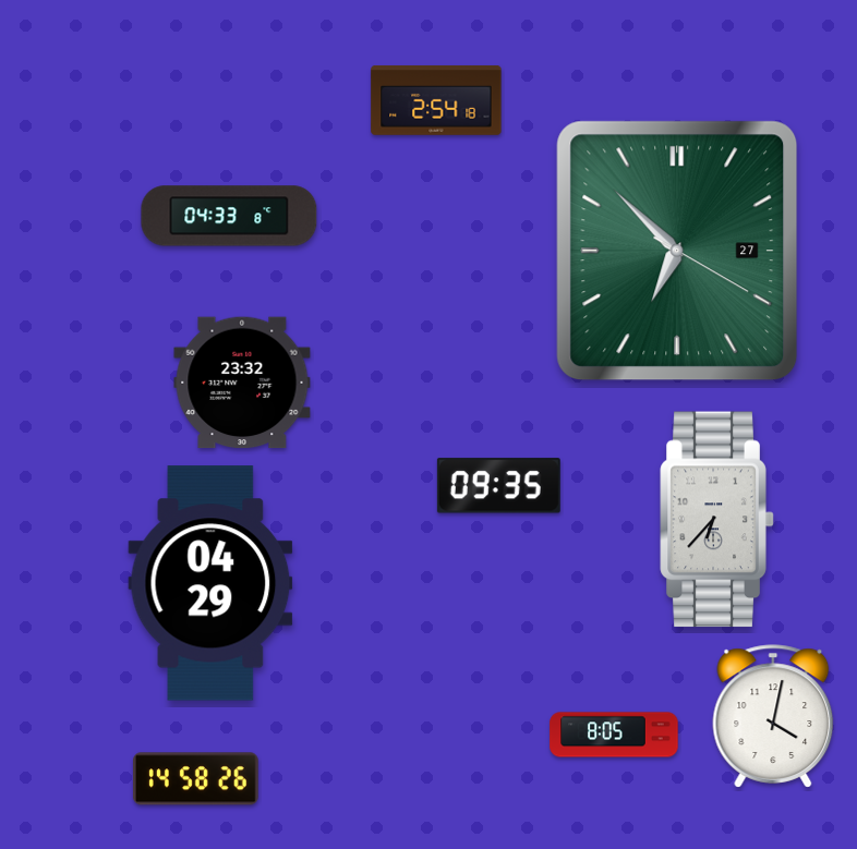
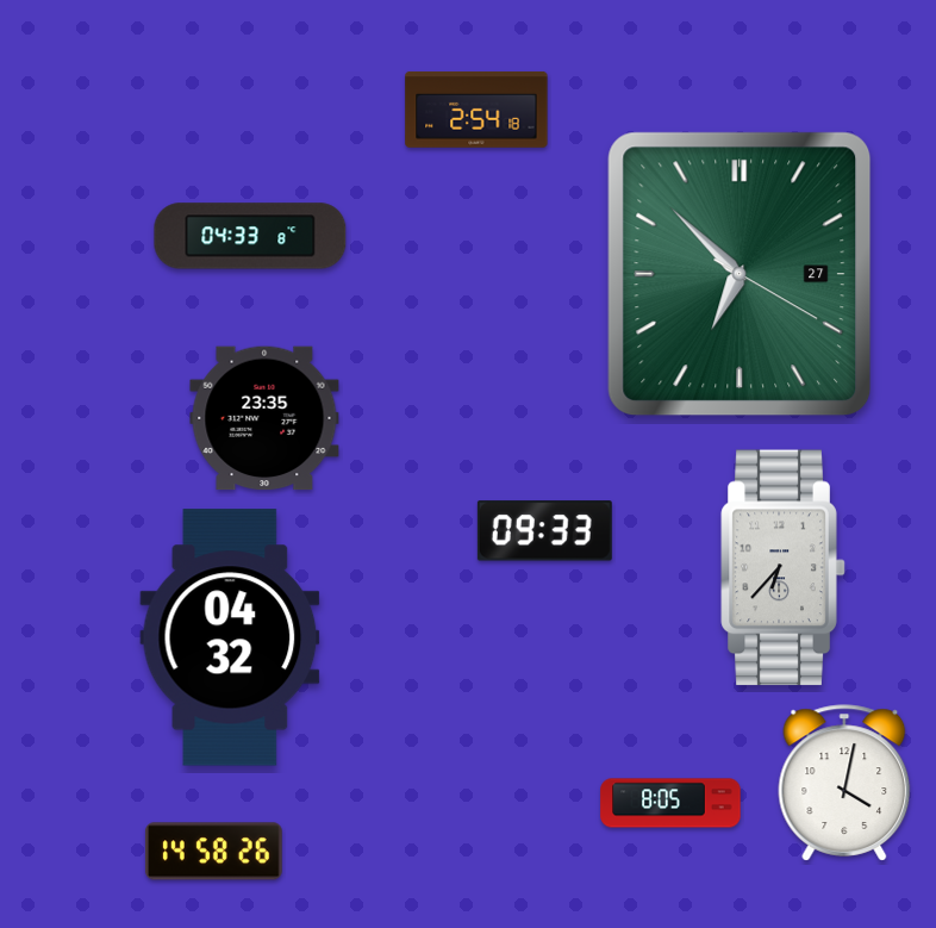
clock at (242, 383): 23:32 -> 23:35
clock at (498, 486): 09:35 -> 09:33
clock at (210, 583): 04:29 -> 04:32
